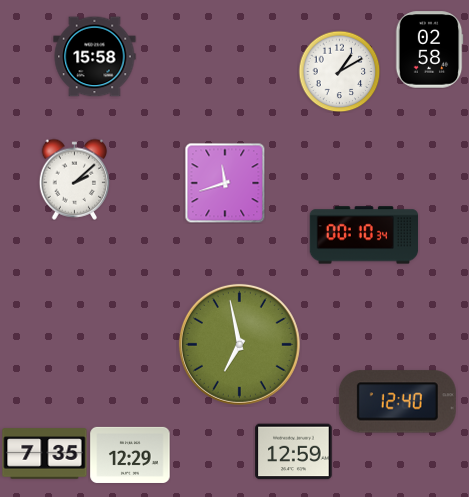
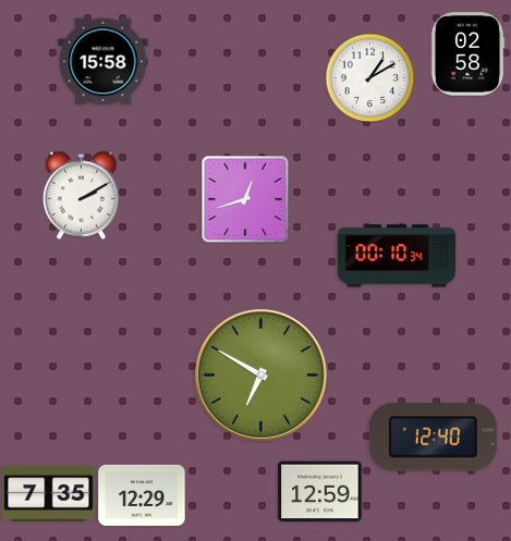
clock at (75, 179): 2:08 -> 2:10
clock at (225, 183): 11:42 -> 12:42
clock at (239, 344): 6:58 -> 6:50
